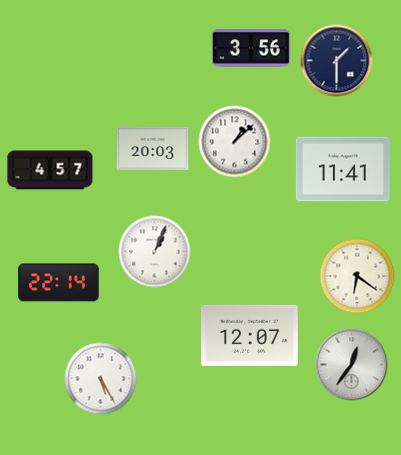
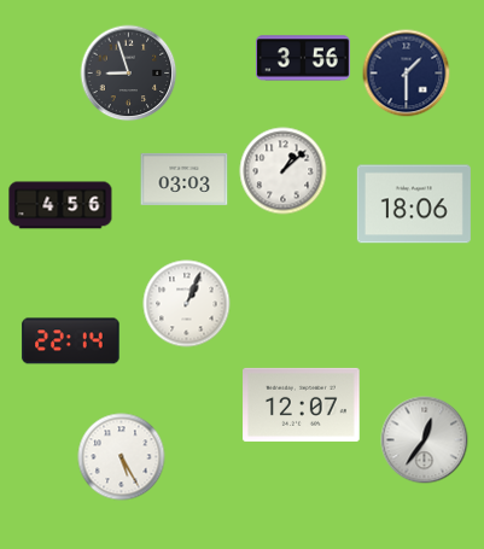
clock at (129, 74): none -> 8:57
clock at (153, 148): 20:03 -> 03:03
clock at (343, 169): 11:41 -> 18:06
clock at (50, 170): 4:57 -> 4:56
clock at (357, 276): 6:21 -> none
